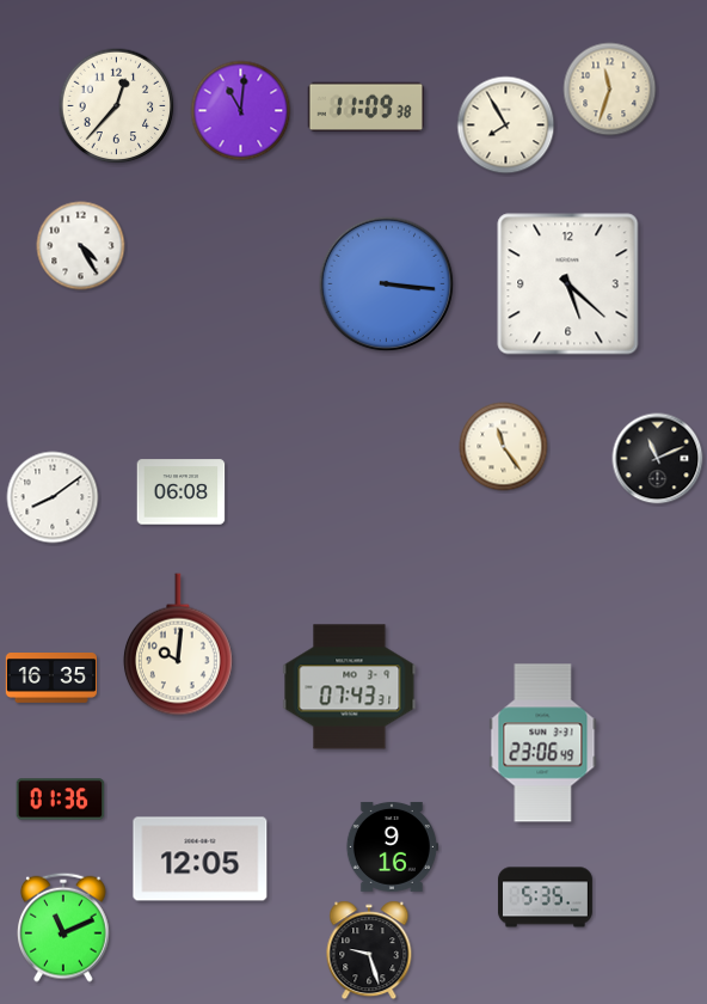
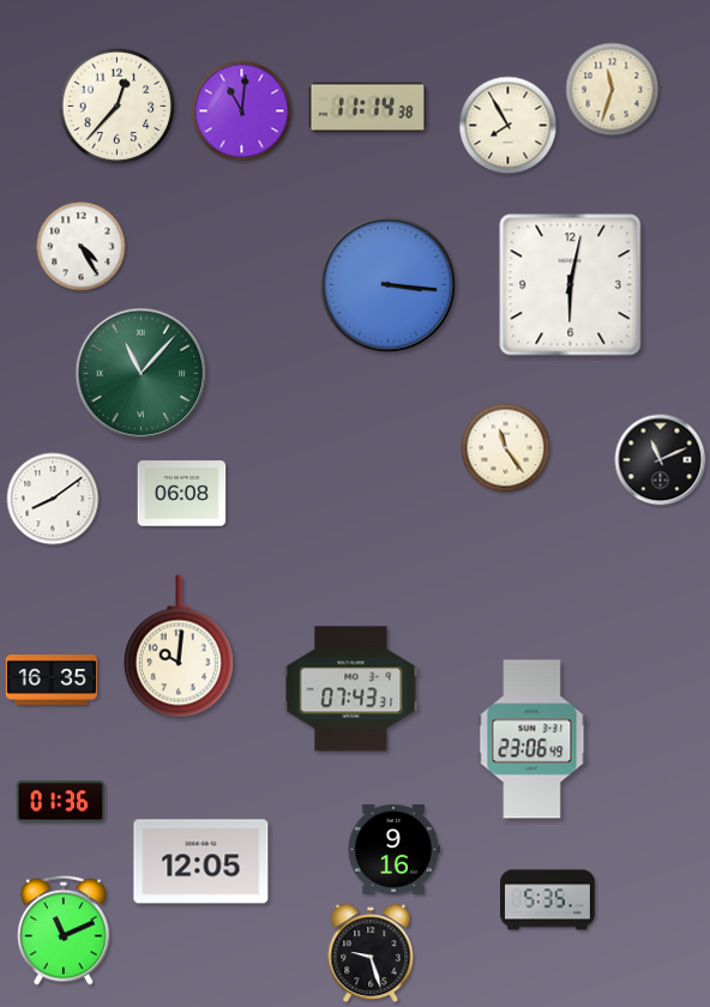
clock at (367, 108): 11:09 -> 11:14
clock at (568, 284): 5:22 -> 6:02
clock at (142, 374): none -> 11:07
clock at (543, 743) position: (543, 743) -> (532, 740)
